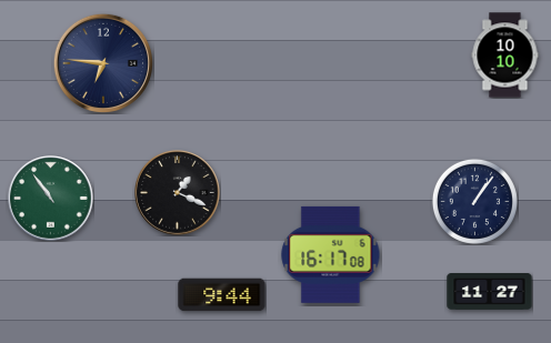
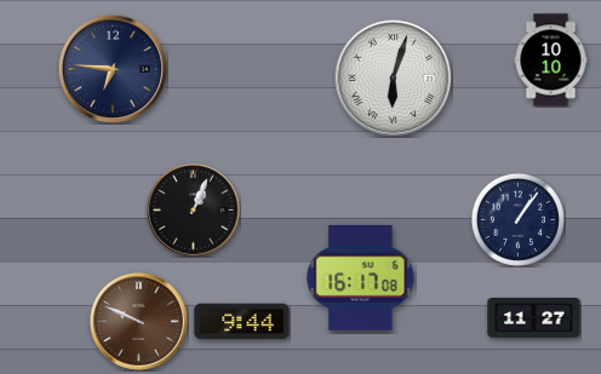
clock at (394, 79): none -> 6:03
clock at (178, 193): 1:19 -> 1:04
clock at (51, 199): 10:54 -> none
clock at (138, 321): none -> 9:49
